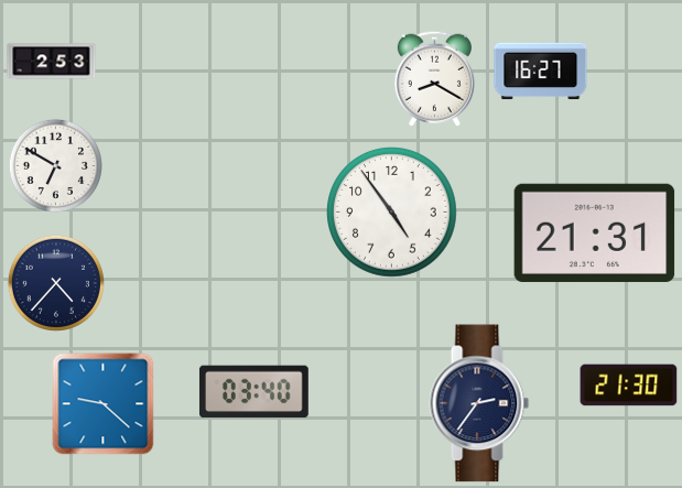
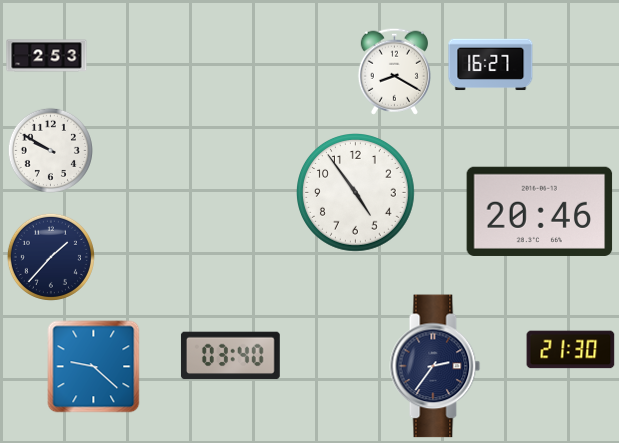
clock at (55, 165): 6:50 -> 9:50
clock at (595, 232): 21:31 -> 20:46
clock at (56, 283): 4:37 -> 1:37
